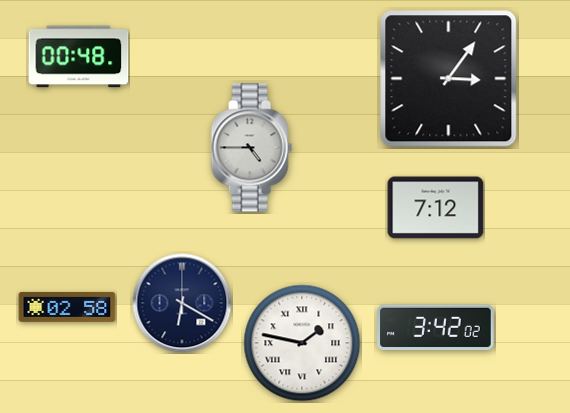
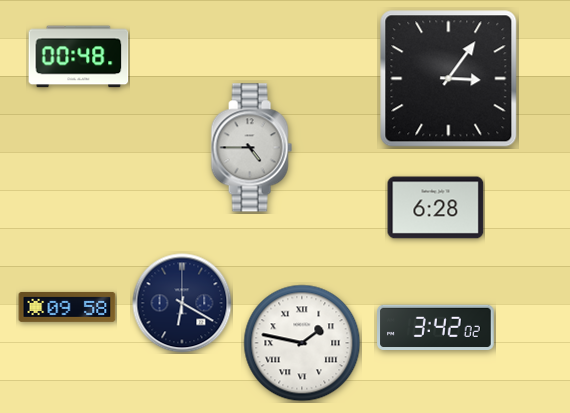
clock at (436, 208): 7:12 -> 6:28
clock at (67, 307): 02:58 -> 09:58
